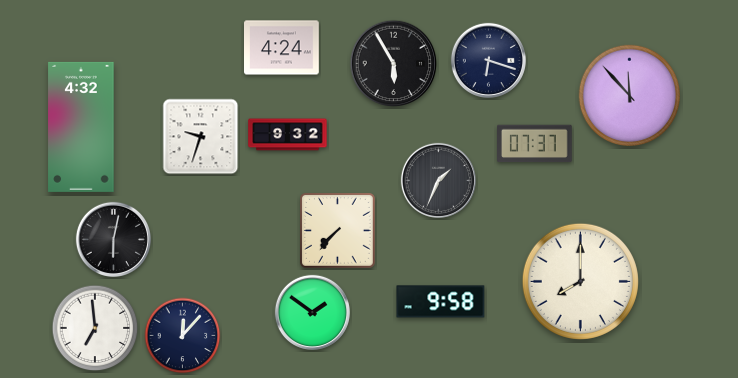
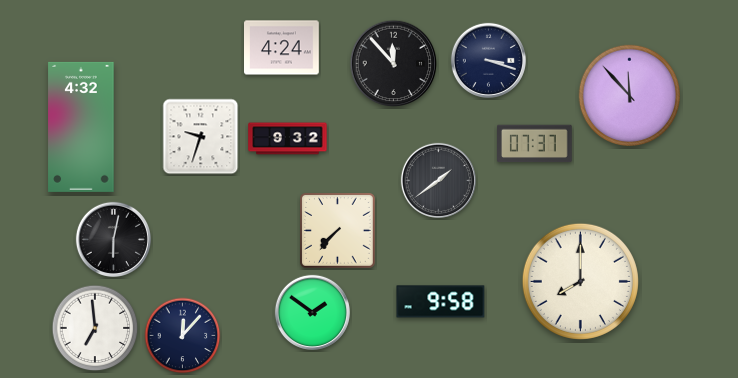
clock at (488, 60): 6:18 -> 3:18
clock at (394, 64): 5:55 -> 11:53
clock at (288, 135) position: (288, 135) -> (288, 139)
clock at (438, 180): 1:34 -> 1:39
